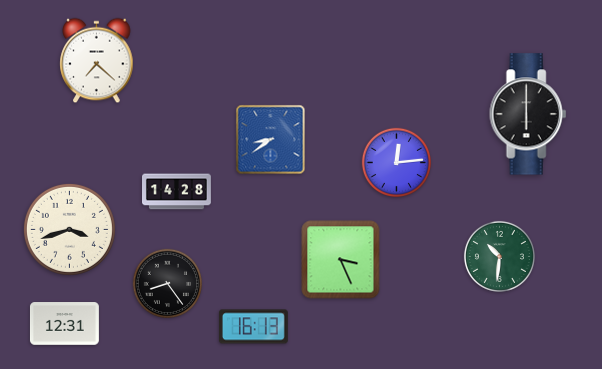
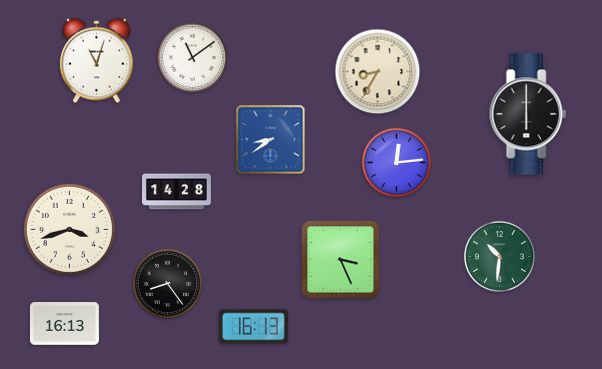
clock at (192, 57): none -> 11:09
clock at (97, 61): 7:22 -> 11:03
clock at (378, 72): none -> 8:35
clock at (64, 324): 12:31 -> 16:13
